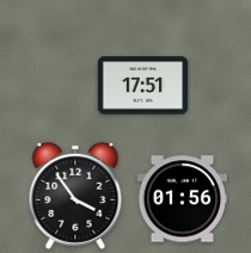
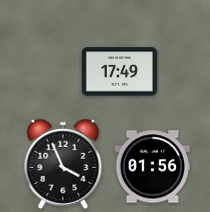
clock at (143, 86): 17:51 -> 17:49
clock at (75, 196): 3:54 -> 3:56
